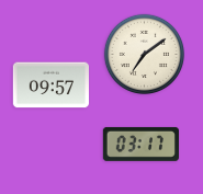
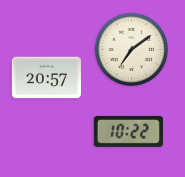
clock at (50, 85): 09:57 -> 20:57
clock at (140, 144): 03:17 -> 10:22
